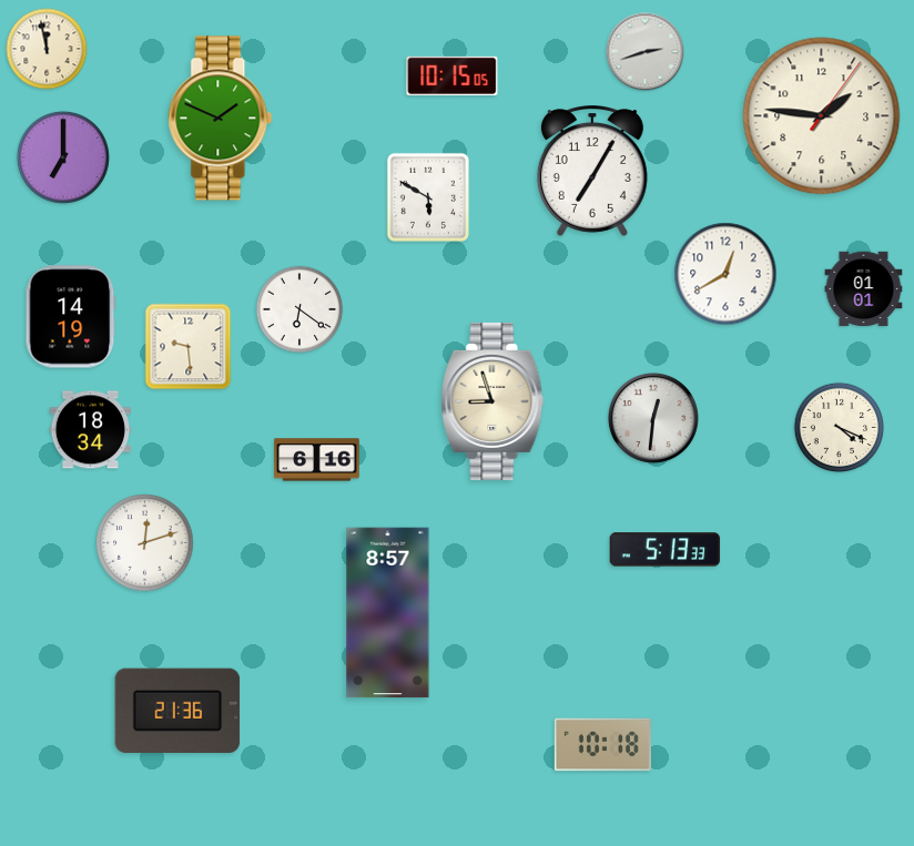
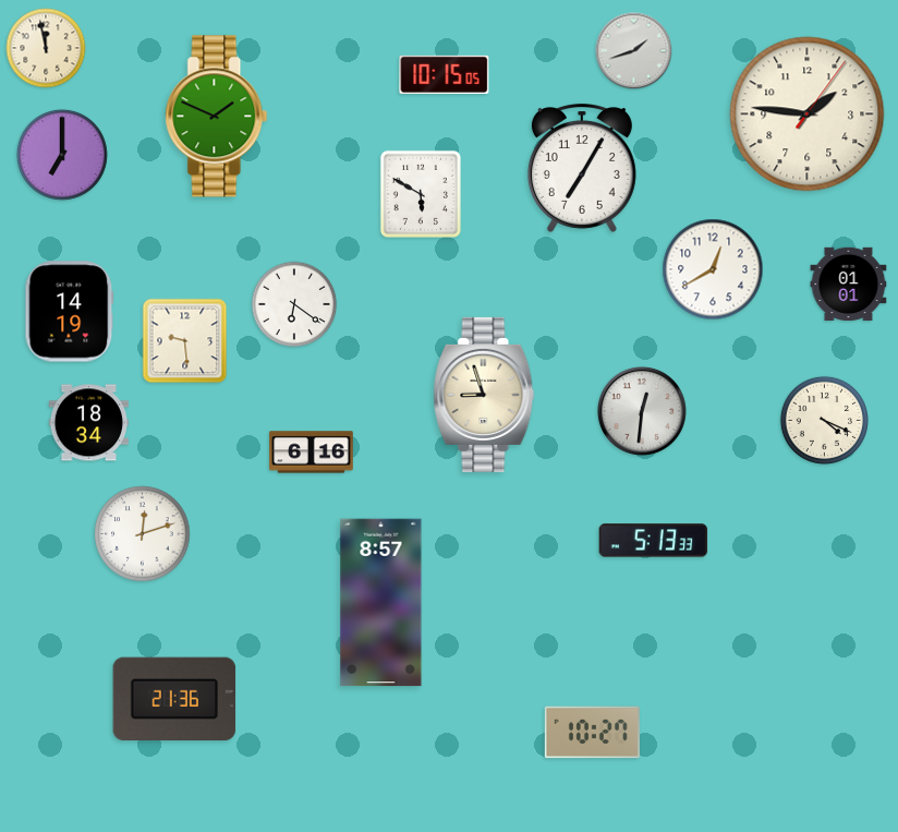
clock at (646, 52): 2:42 -> 1:42
clock at (602, 745): 10:18 -> 10:27
